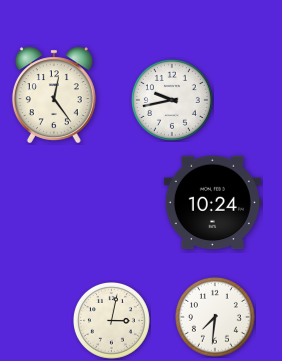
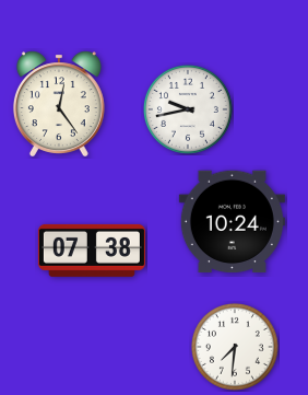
clock at (92, 251): none -> 07:38
clock at (112, 321): 3:02 -> none
